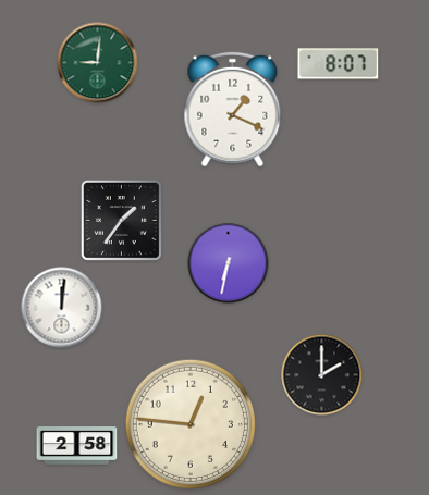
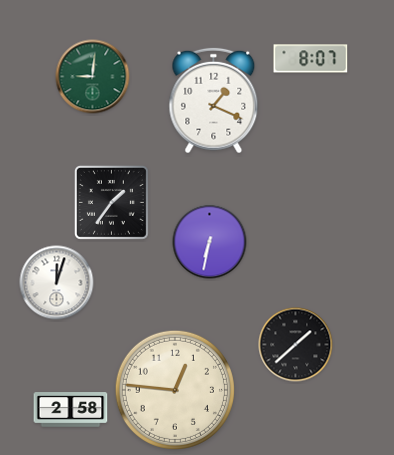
clock at (98, 63) position: (98, 63) -> (93, 77)
clock at (62, 308): 12:01 -> 12:03
clock at (322, 375): 2:00 -> 1:38
